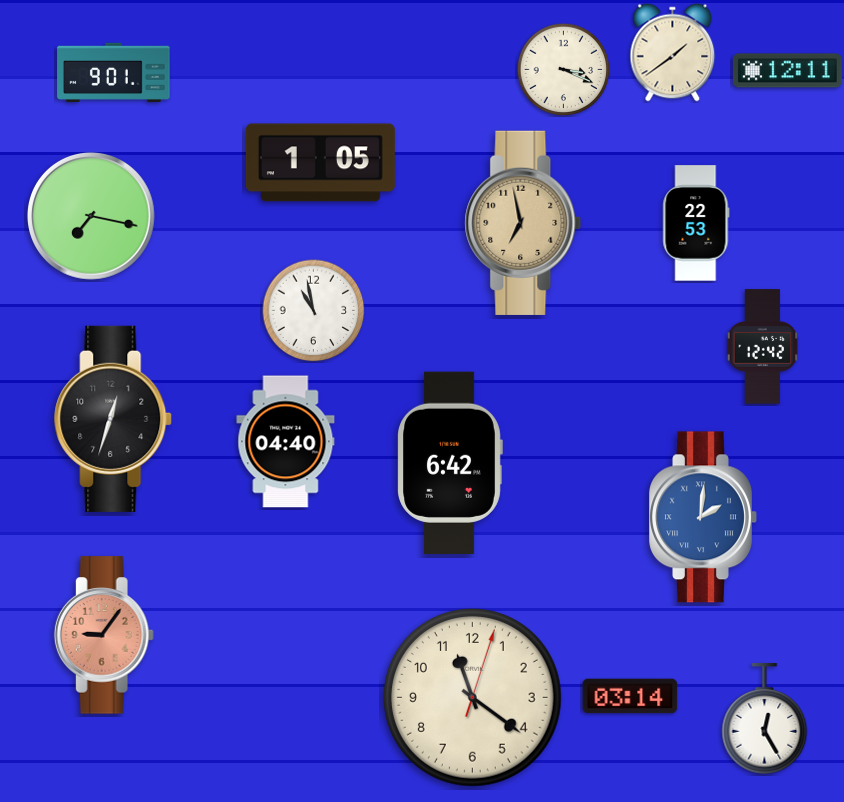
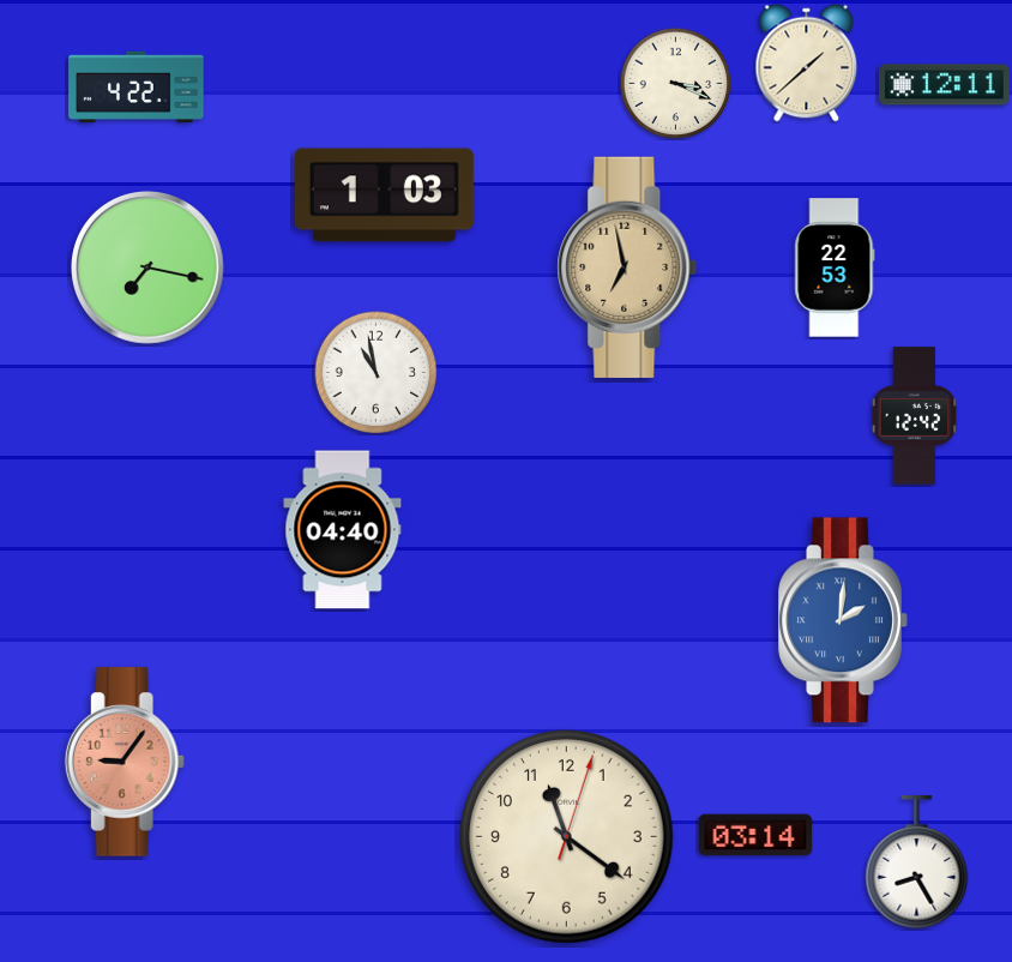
clock at (673, 53): 1:39 -> 1:38
clock at (114, 72): 9:01 -> 4:22
clock at (320, 163): 1:05 -> 1:03
clock at (92, 217) position: (92, 217) -> (149, 269)
clock at (114, 419): 12:33 -> none
clock at (450, 462): 6:42 -> none
clock at (765, 719): 12:25 -> 8:25
